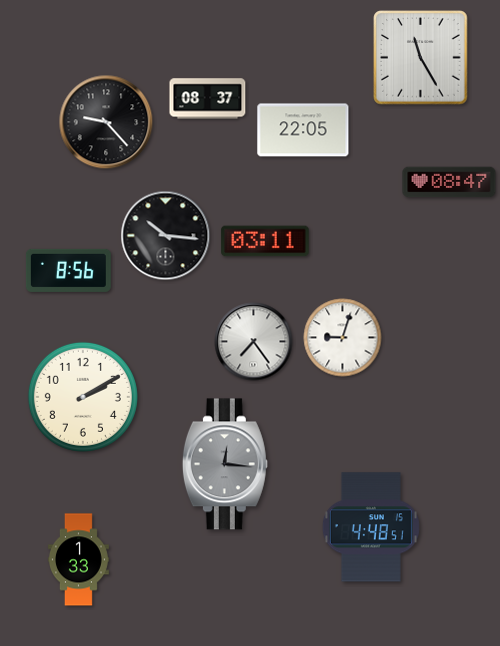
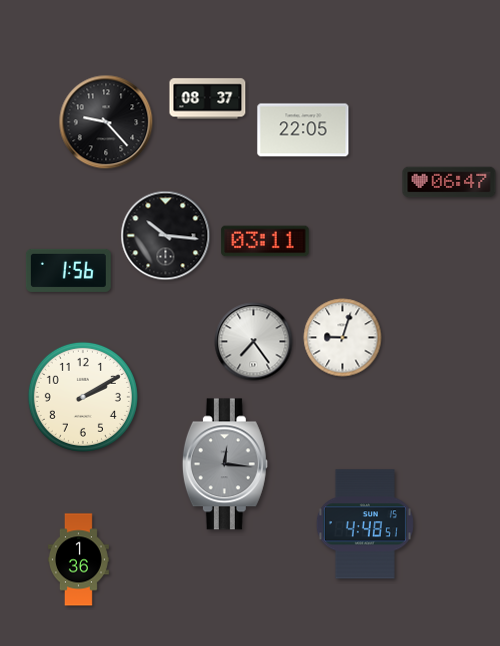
clock at (421, 58): 11:25 -> none
clock at (449, 182): 08:47 -> 06:47
clock at (68, 270): 8:56 -> 1:56
clock at (371, 527) position: (371, 527) -> (365, 524)
clock at (78, 560): 1:33 -> 1:36
